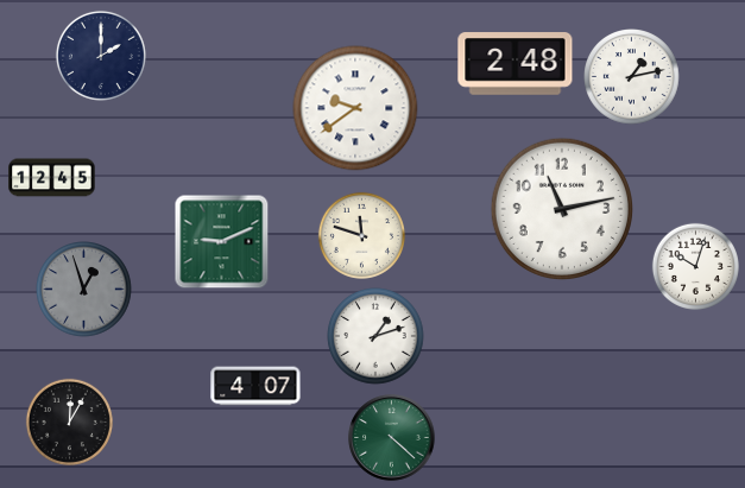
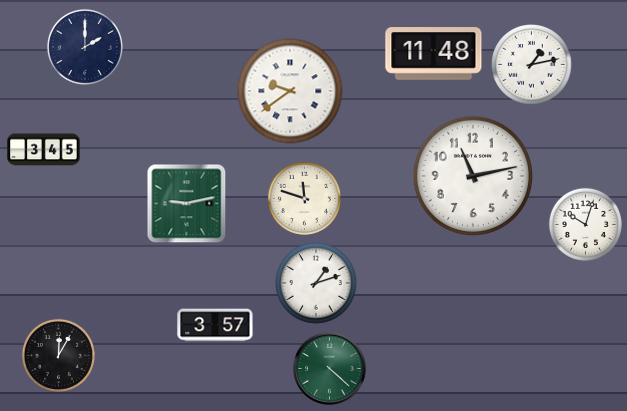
clock at (516, 64): 2:48 -> 11:48
clock at (355, 108) position: (355, 108) -> (290, 91)
clock at (52, 178): 12:45 -> 3:45
clock at (222, 242): 9:11 -> 9:13
clock at (84, 290): 12:57 -> none
clock at (255, 386): 4:07 -> 3:57
